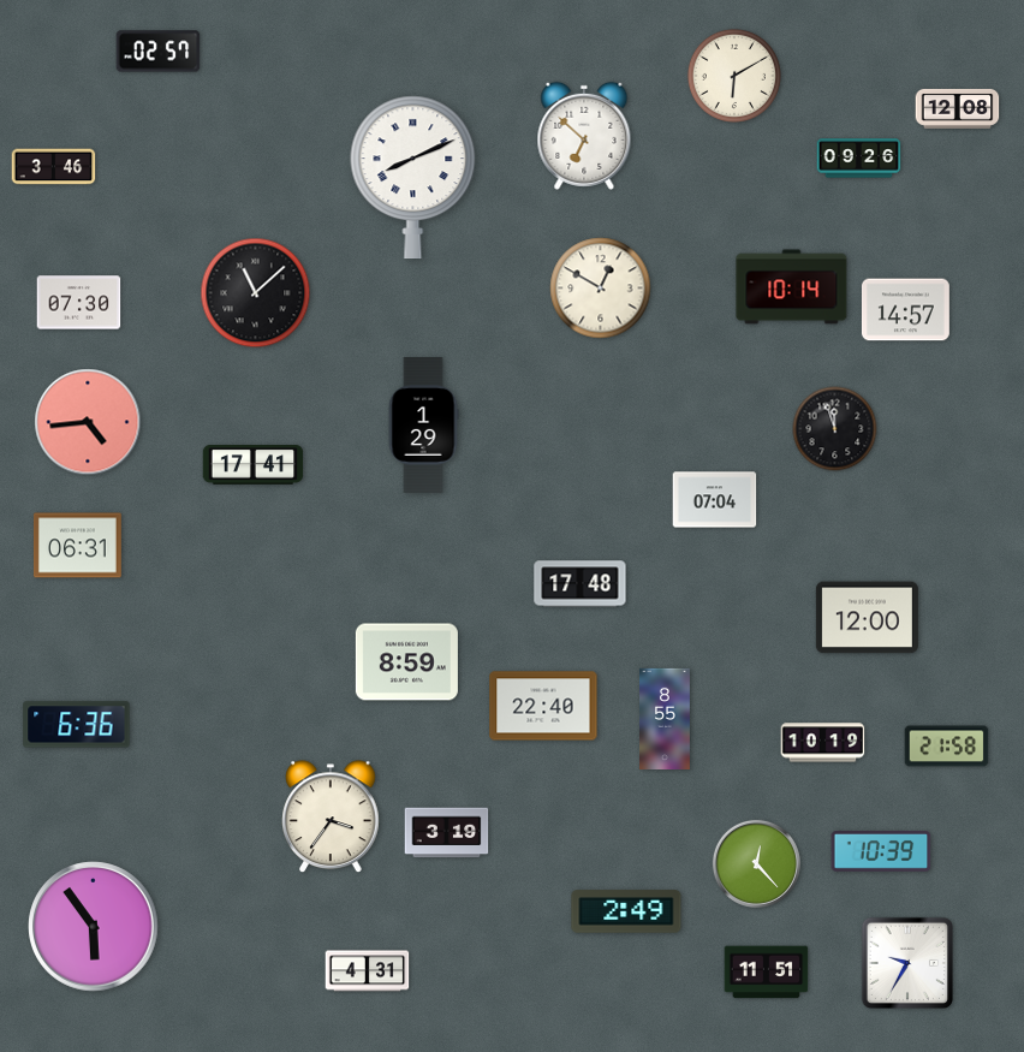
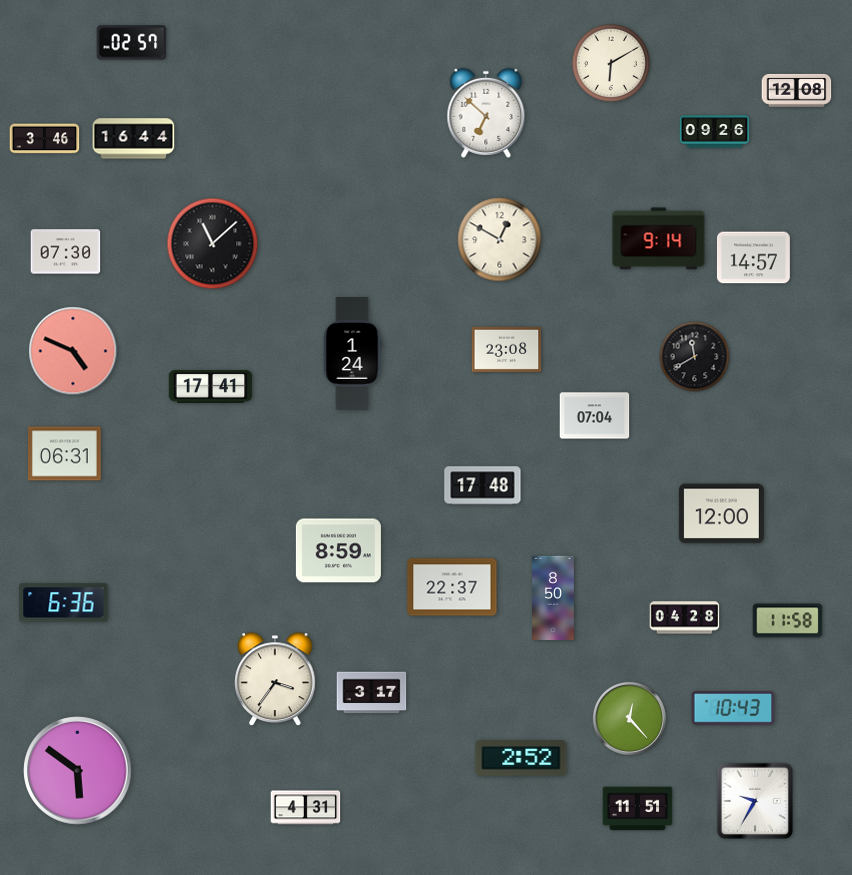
clock at (134, 139): none -> 16:44
clock at (413, 178): 8:11 -> none
clock at (792, 287): 10:14 -> 9:14
clock at (507, 349): none -> 23:08
clock at (88, 422): 4:44 -> 4:49
clock at (423, 426): 1:29 -> 1:24
clock at (835, 429): 11:57 -> 11:40
clock at (543, 706): 22:40 -> 22:37
clock at (666, 718): 8:55 -> 8:50
clock at (823, 743): 10:19 -> 04:28
clock at (947, 747): 21:58 -> 11:58
clock at (447, 833): 3:19 -> 3:17
clock at (881, 852): 10:39 -> 10:43
clock at (626, 911): 2:49 -> 2:52
clock at (94, 927): 5:54 -> 5:51
